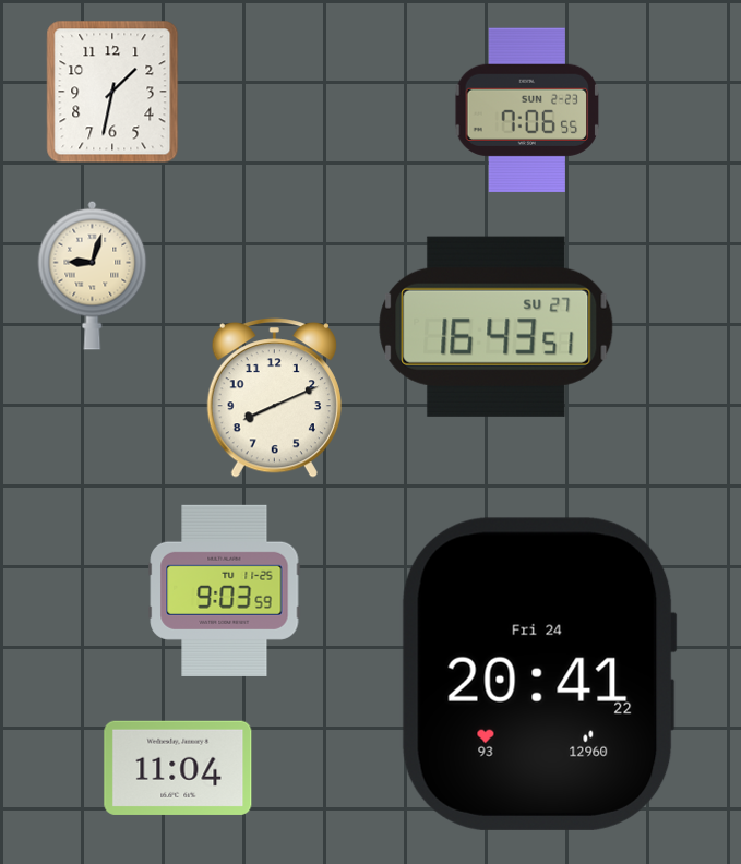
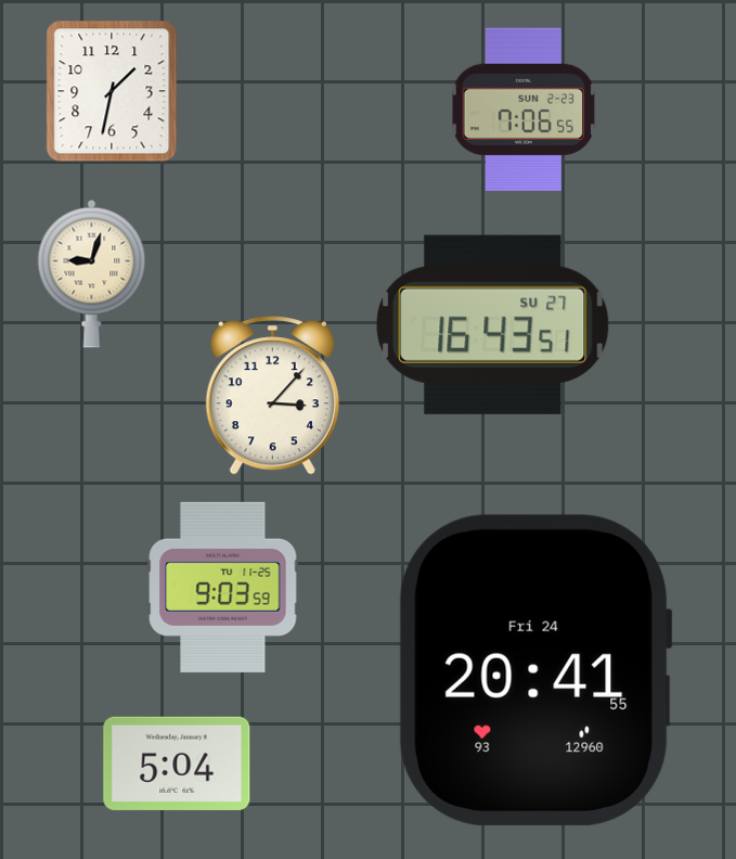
clock at (274, 398): 8:11 -> 3:07
clock at (539, 674): 20:41:22 -> 20:41:55
clock at (178, 768): 11:04 -> 5:04
